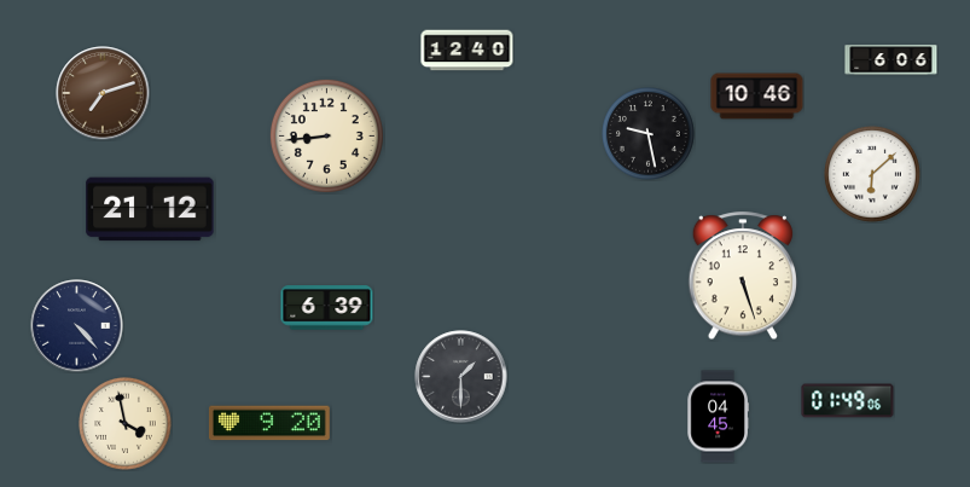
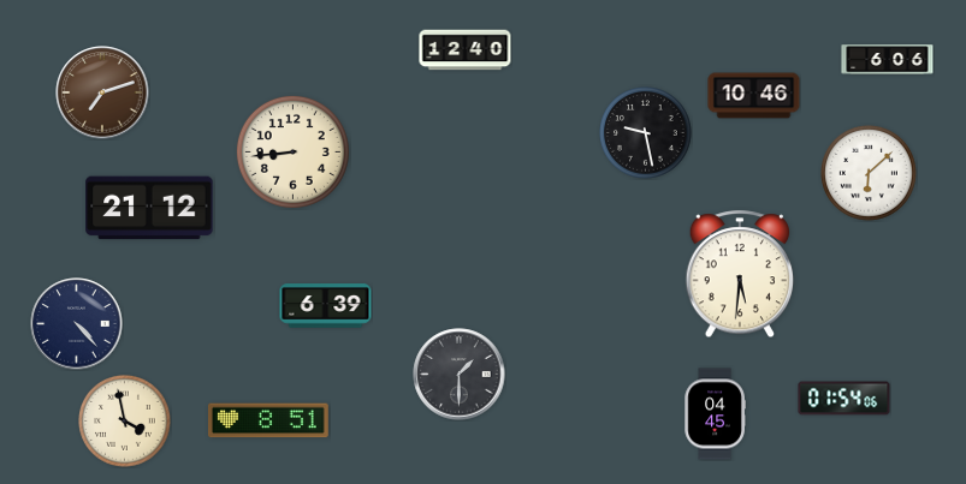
clock at (326, 135) position: (326, 135) -> (292, 151)
clock at (742, 277): 5:27 -> 5:31
clock at (848, 401): 01:49 -> 01:54
clock at (269, 423): 9:20 -> 8:51
